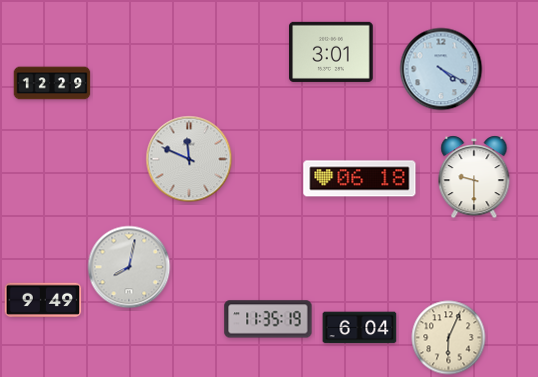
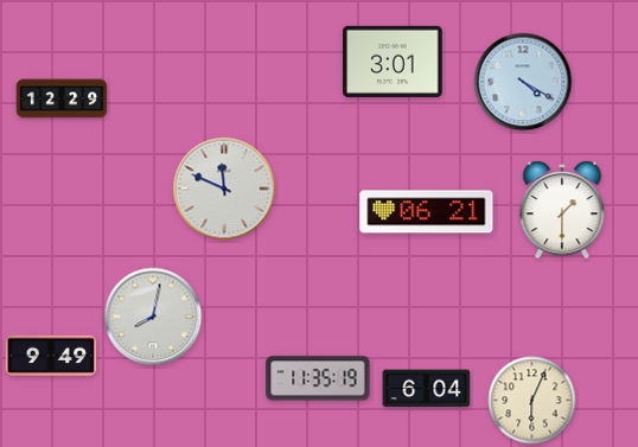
clock at (474, 177): 9:30 -> 1:30
clock at (360, 179): 06:18 -> 06:21
